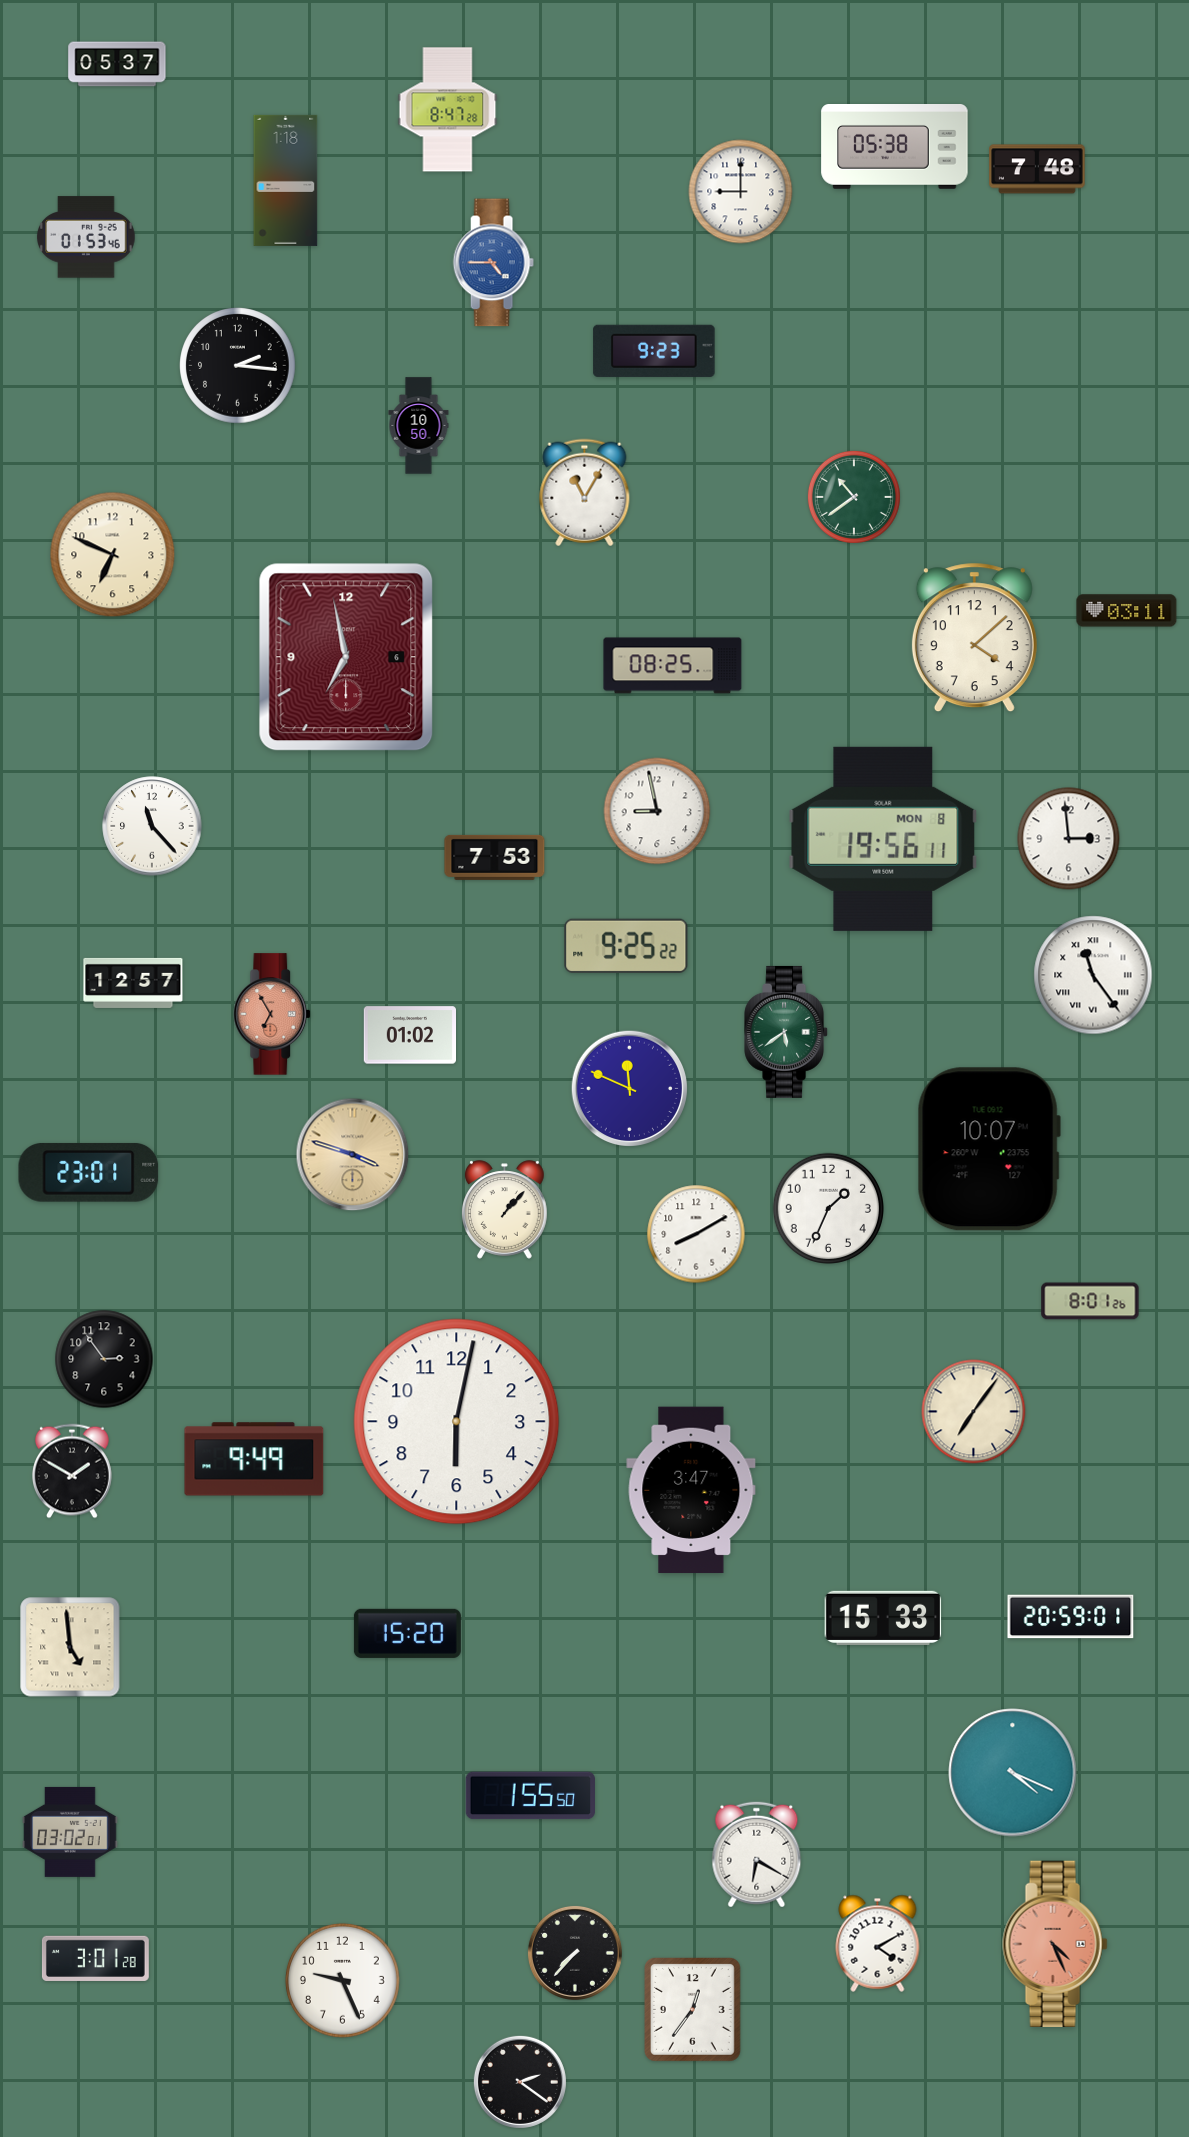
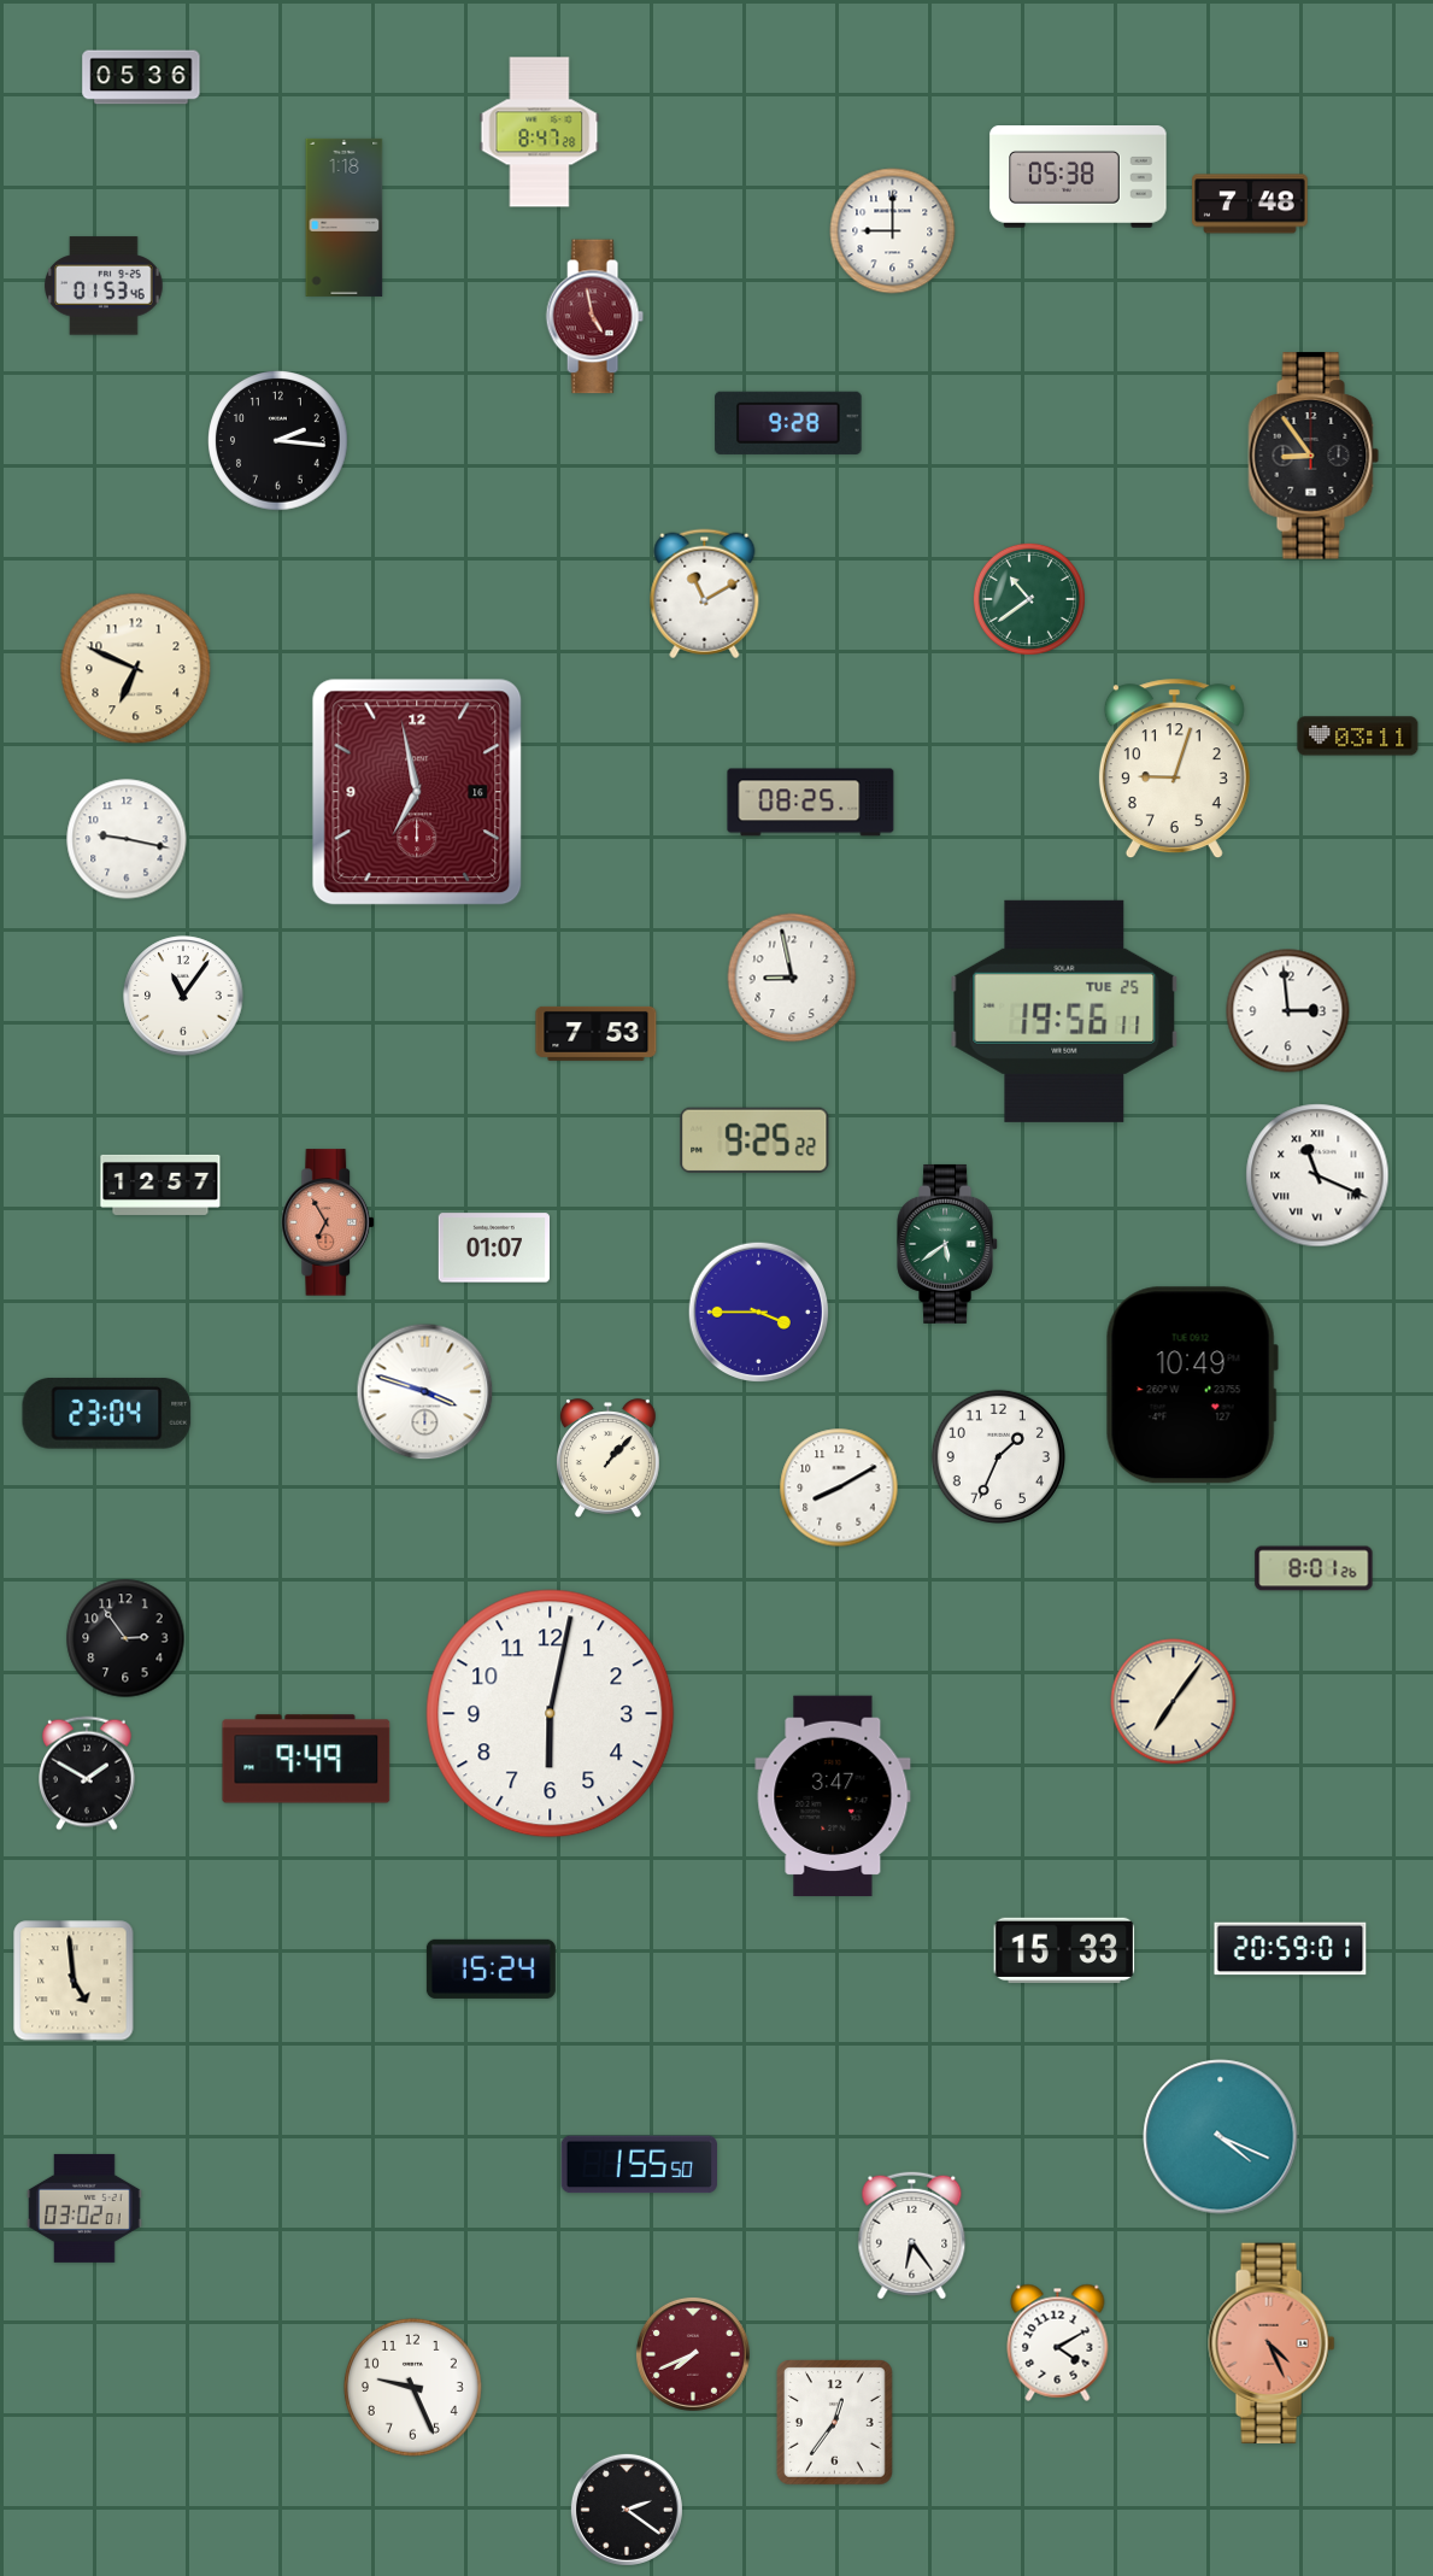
clock at (117, 64): 05:37 -> 05:36
clock at (493, 263): 4:45 -> 4:58
clock at (493, 263) dial: blue -> burgundy
clock at (654, 351): 9:23 -> 9:28
clock at (238, 366) position: (238, 366) -> (278, 441)
clock at (1314, 456): none -> 8:54
clock at (419, 426): 10:50 -> none
clock at (585, 493): 11:05 -> 11:10
clock at (974, 638): 4:08 -> 9:03
clock at (346, 657) date: 6 -> 16
clock at (127, 839): none -> 9:17
clock at (152, 826): 11:23 -> 11:06
clock at (883, 839) date: MON 8 -> TUE 25
clock at (1093, 975): 11:24 -> 11:19
clock at (409, 1035): 01:02 -> 01:07
clock at (629, 1088): 11:49 -> 3:45
clock at (989, 1149): 10:07 -> 10:49
clock at (353, 1155) dial: champagne -> white
clock at (89, 1172): 23:01 -> 23:04
clock at (407, 1633): 15:20 -> 15:24
clock at (70, 1647) position: (70, 1647) -> (74, 1981)
clock at (757, 1855): 6:20 -> 6:24
clock at (575, 1953): 7:37 -> 7:41
clock at (575, 1953) dial: black -> burgundy
clock at (95, 1958): 3:01 -> none
